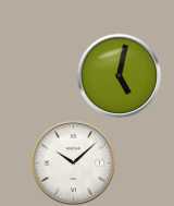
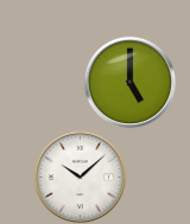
clock at (119, 75): 5:02 -> 5:00
